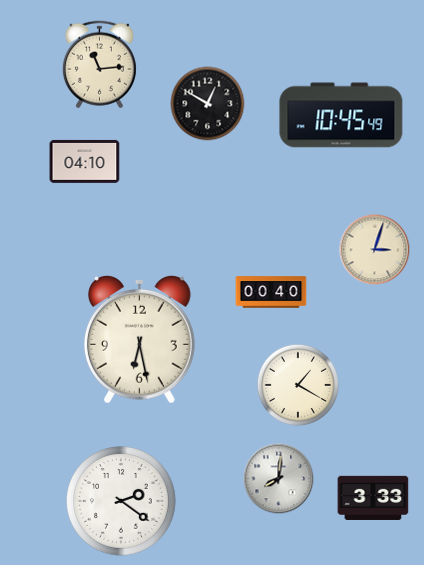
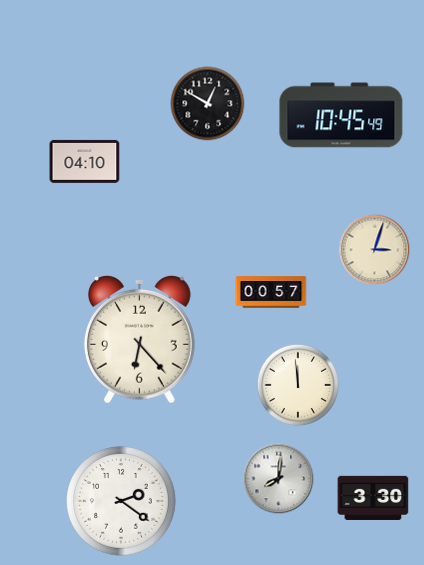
clock at (99, 65): 11:14 -> none
clock at (271, 292): 00:40 -> 00:57
clock at (139, 339): 6:28 -> 6:23
clock at (298, 385): 1:20 -> 11:59
clock at (373, 498): 3:33 -> 3:30
